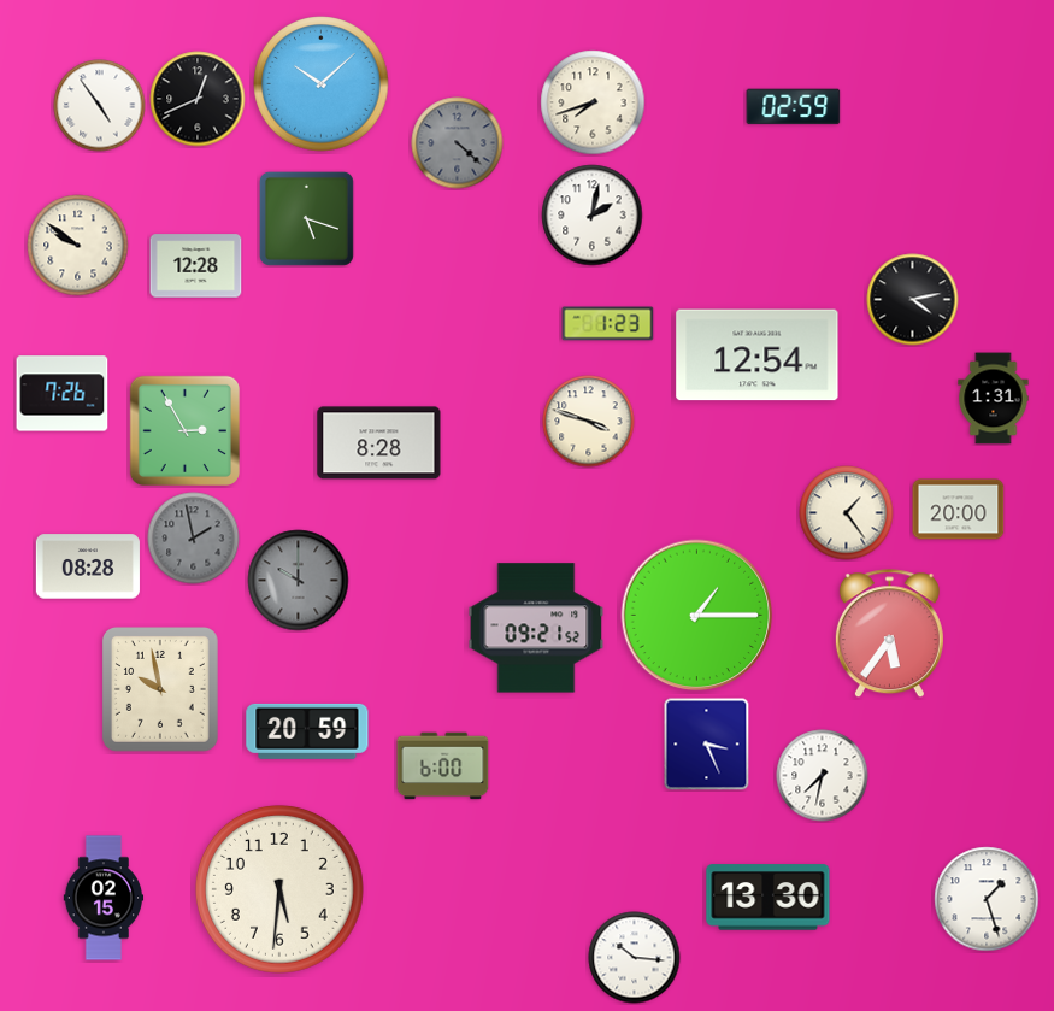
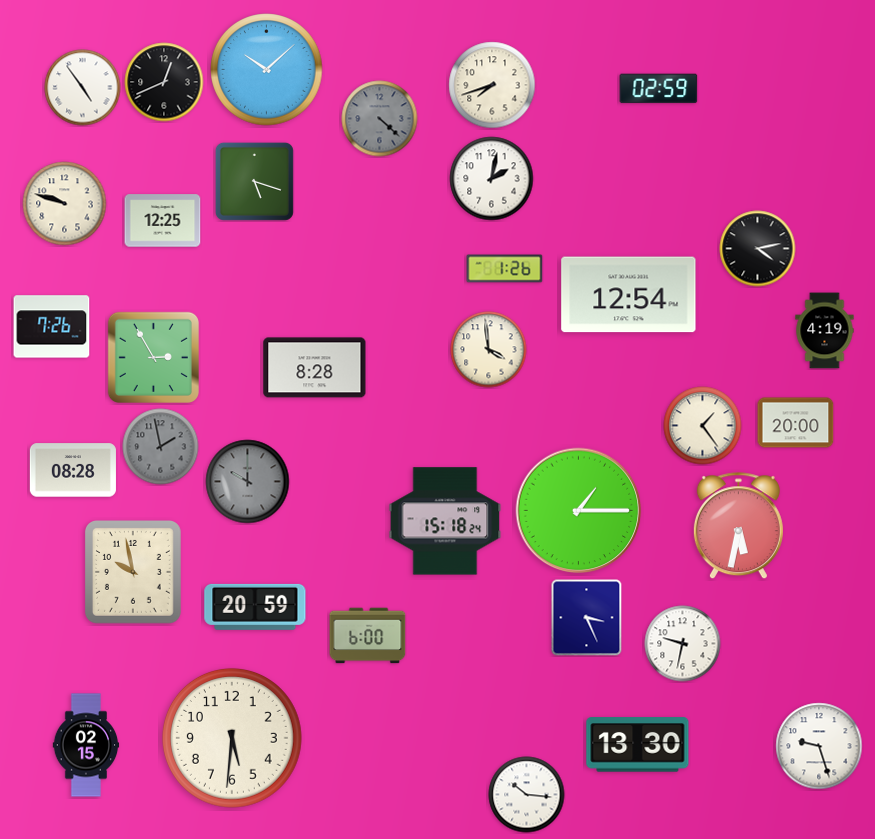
clock at (78, 246): 9:51 -> 9:48
clock at (196, 266): 12:28 -> 12:25
clock at (608, 324): 1:23 -> 1:26
clock at (994, 399): 1:31 -> 4:19
clock at (589, 422): 3:48 -> 3:59
clock at (536, 628): 09:21 -> 15:18
clock at (889, 634): 5:36 -> 5:32
clock at (823, 776): 7:32 -> 9:32
clock at (987, 899): 1:27 -> 9:27
